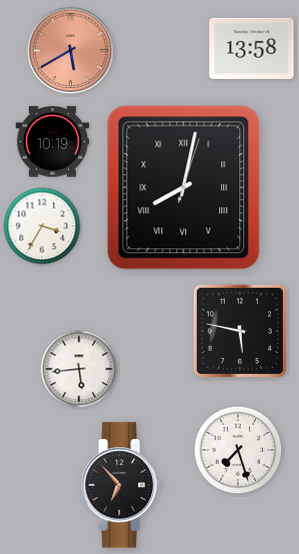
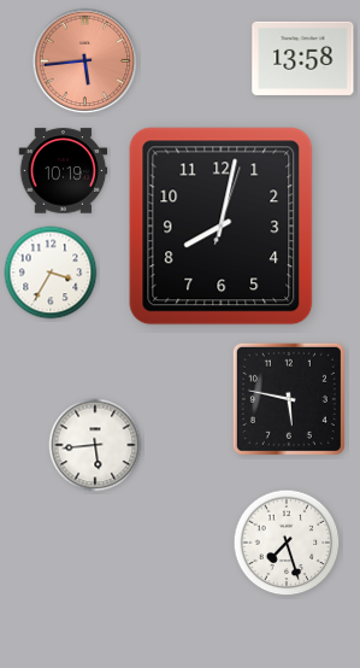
clock at (71, 51): 5:40 -> 5:44
clock at (184, 188) numerals: Roman -> Arabic
clock at (121, 485): 6:53 -> none
